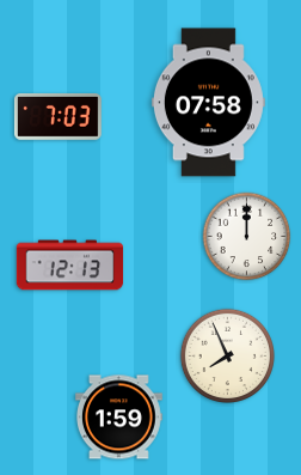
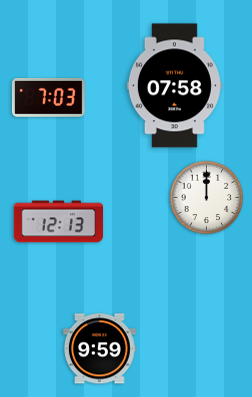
clock at (227, 355): 7:56 -> none
clock at (119, 418): 1:59 -> 9:59
